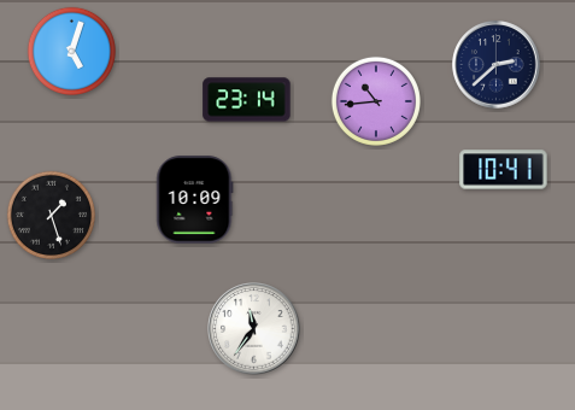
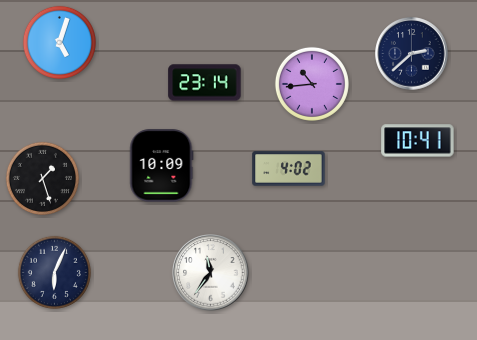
clock at (289, 169): none -> 4:02
clock at (54, 272): none -> 6:04
